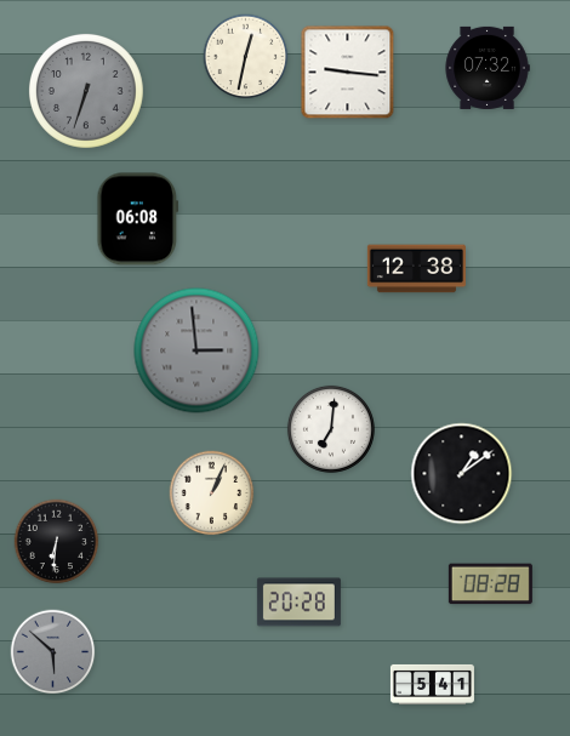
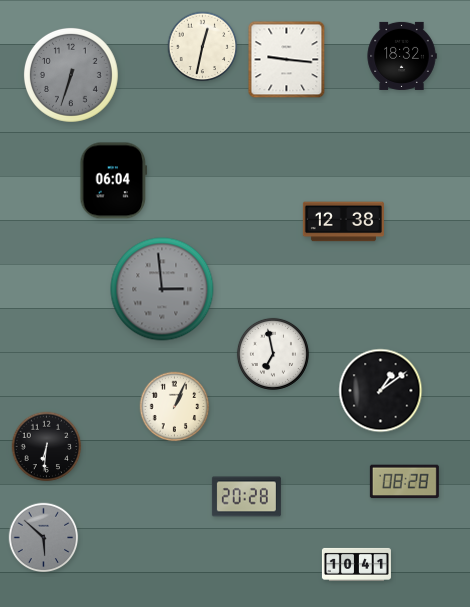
clock at (488, 68): 07:32 -> 18:32
clock at (138, 219): 06:08 -> 06:04
clock at (331, 429): 7:01 -> 6:58
clock at (432, 684): 5:41 -> 10:41
